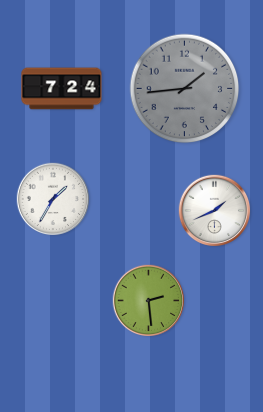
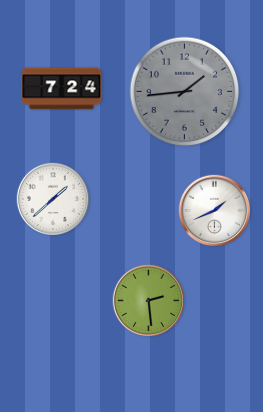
clock at (185, 89) position: (185, 89) -> (185, 92)
clock at (53, 199): 1:35 -> 1:38
